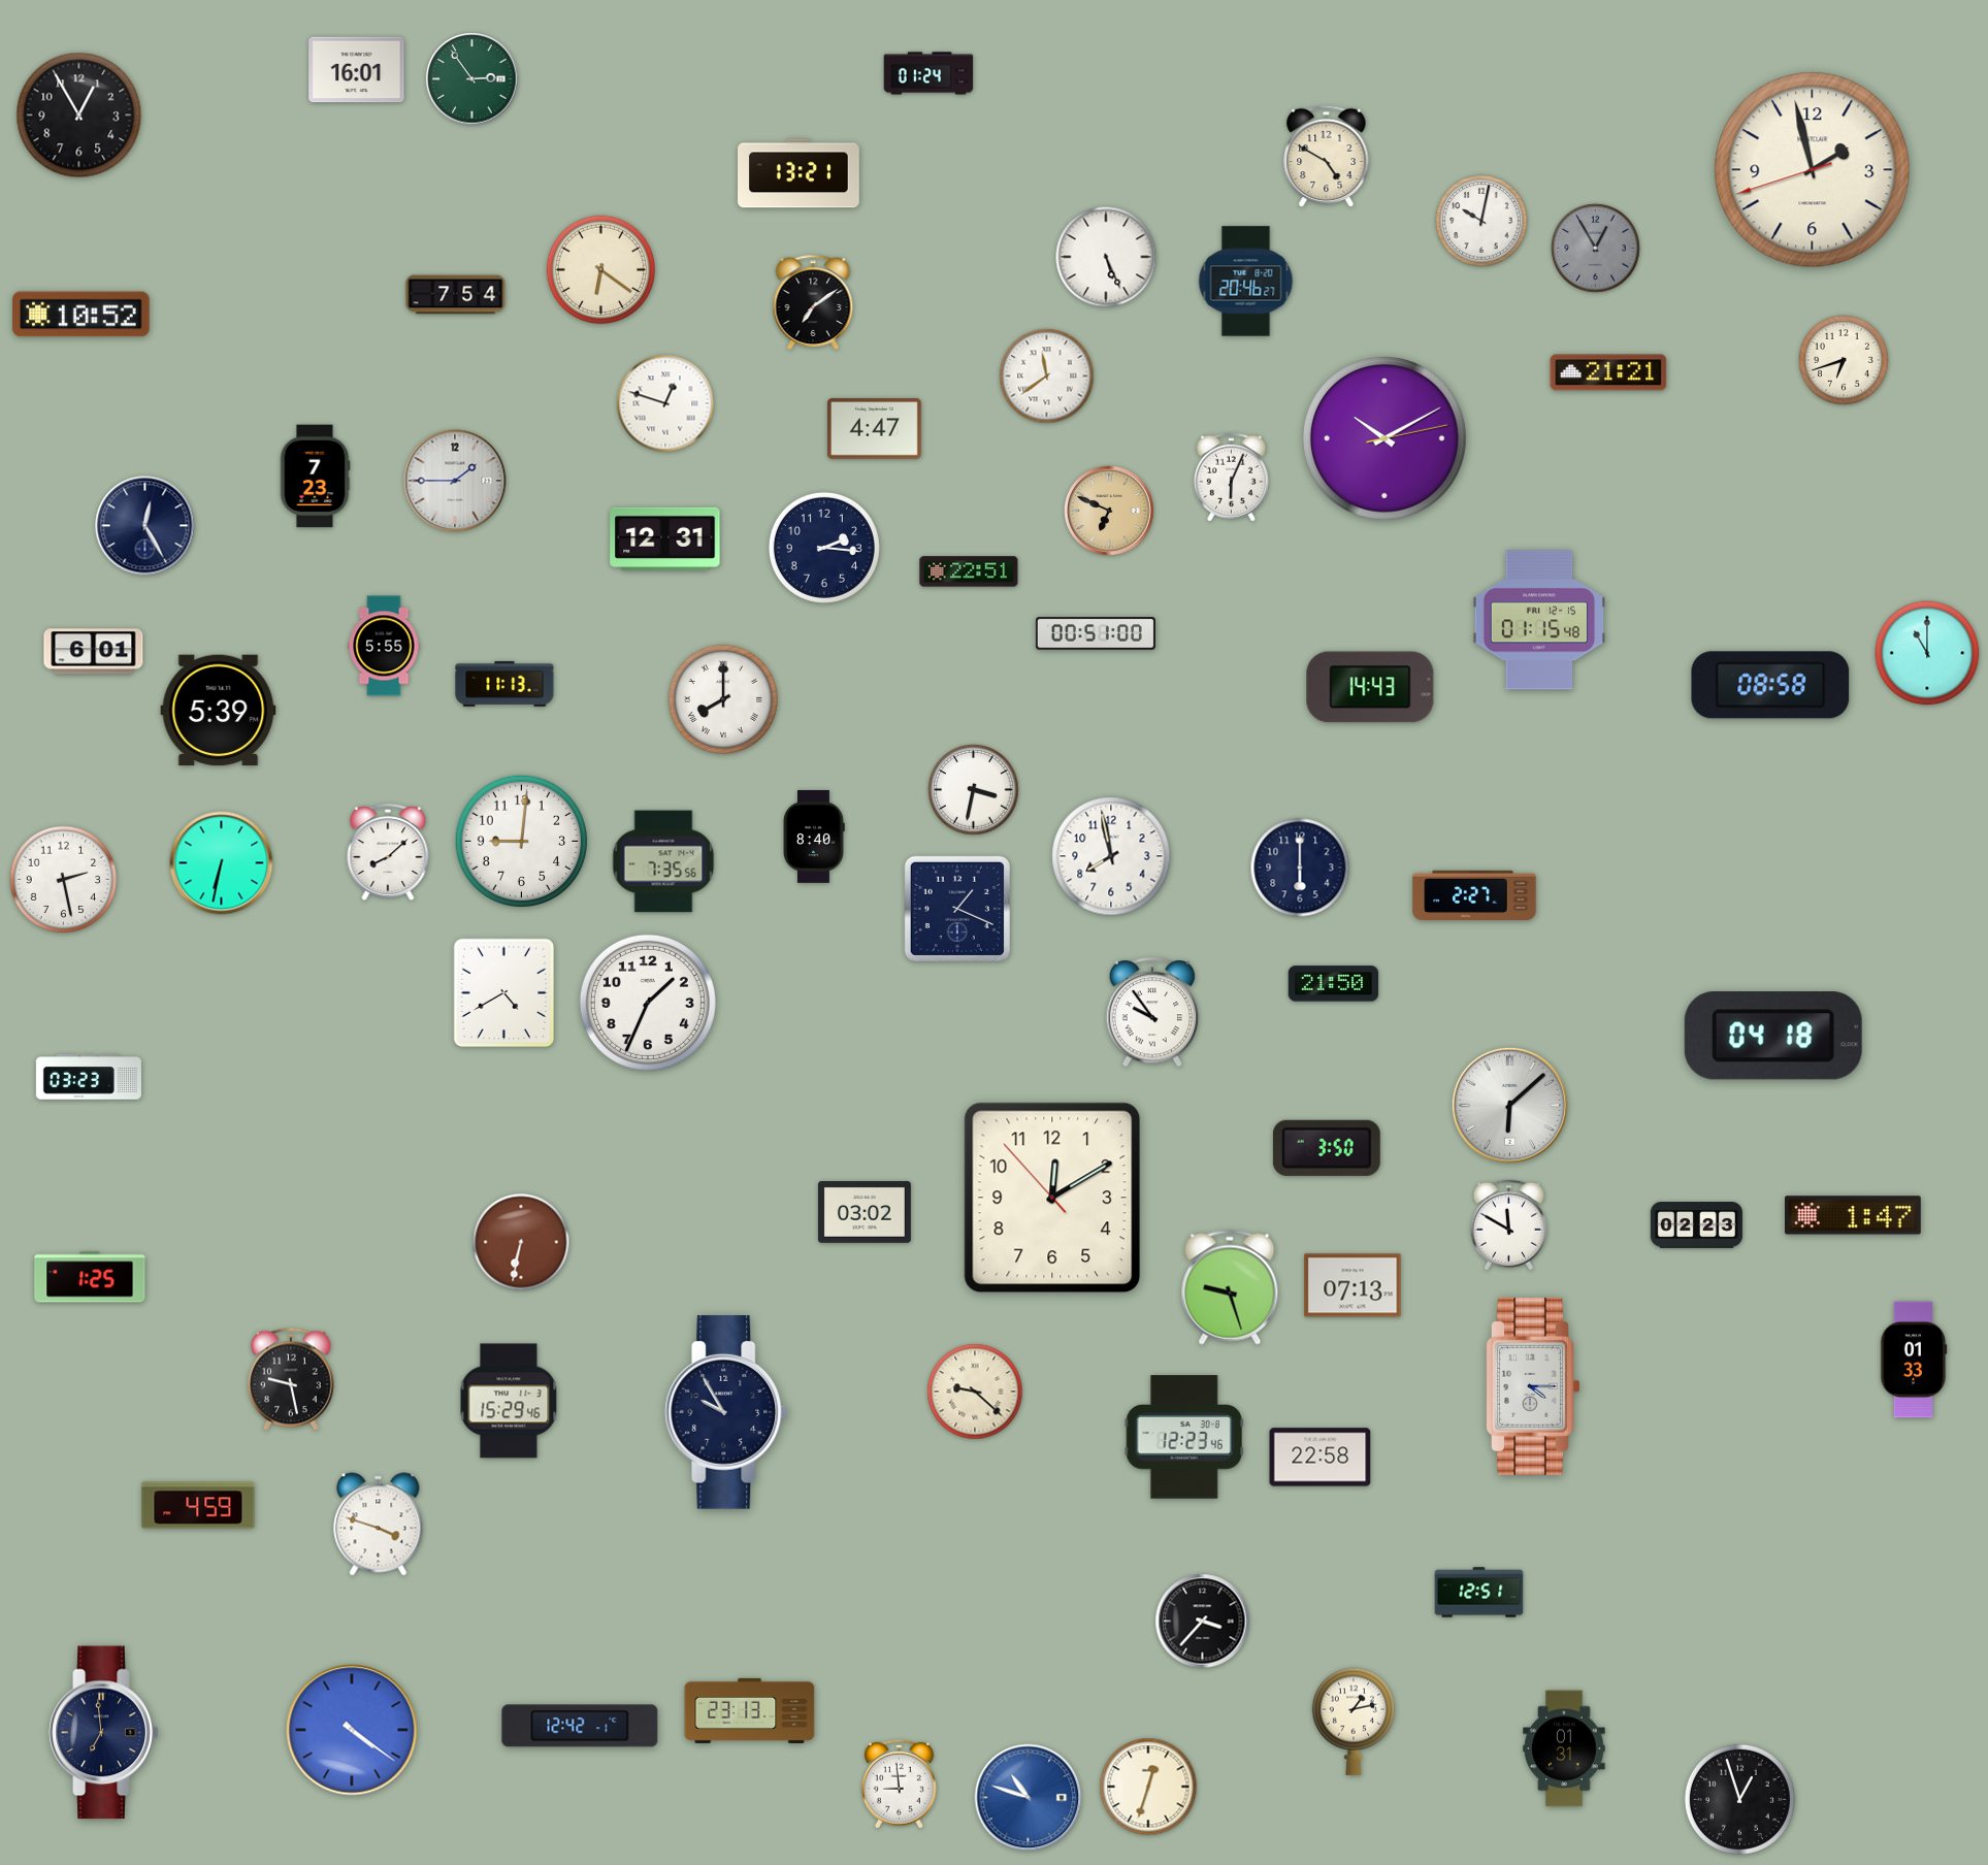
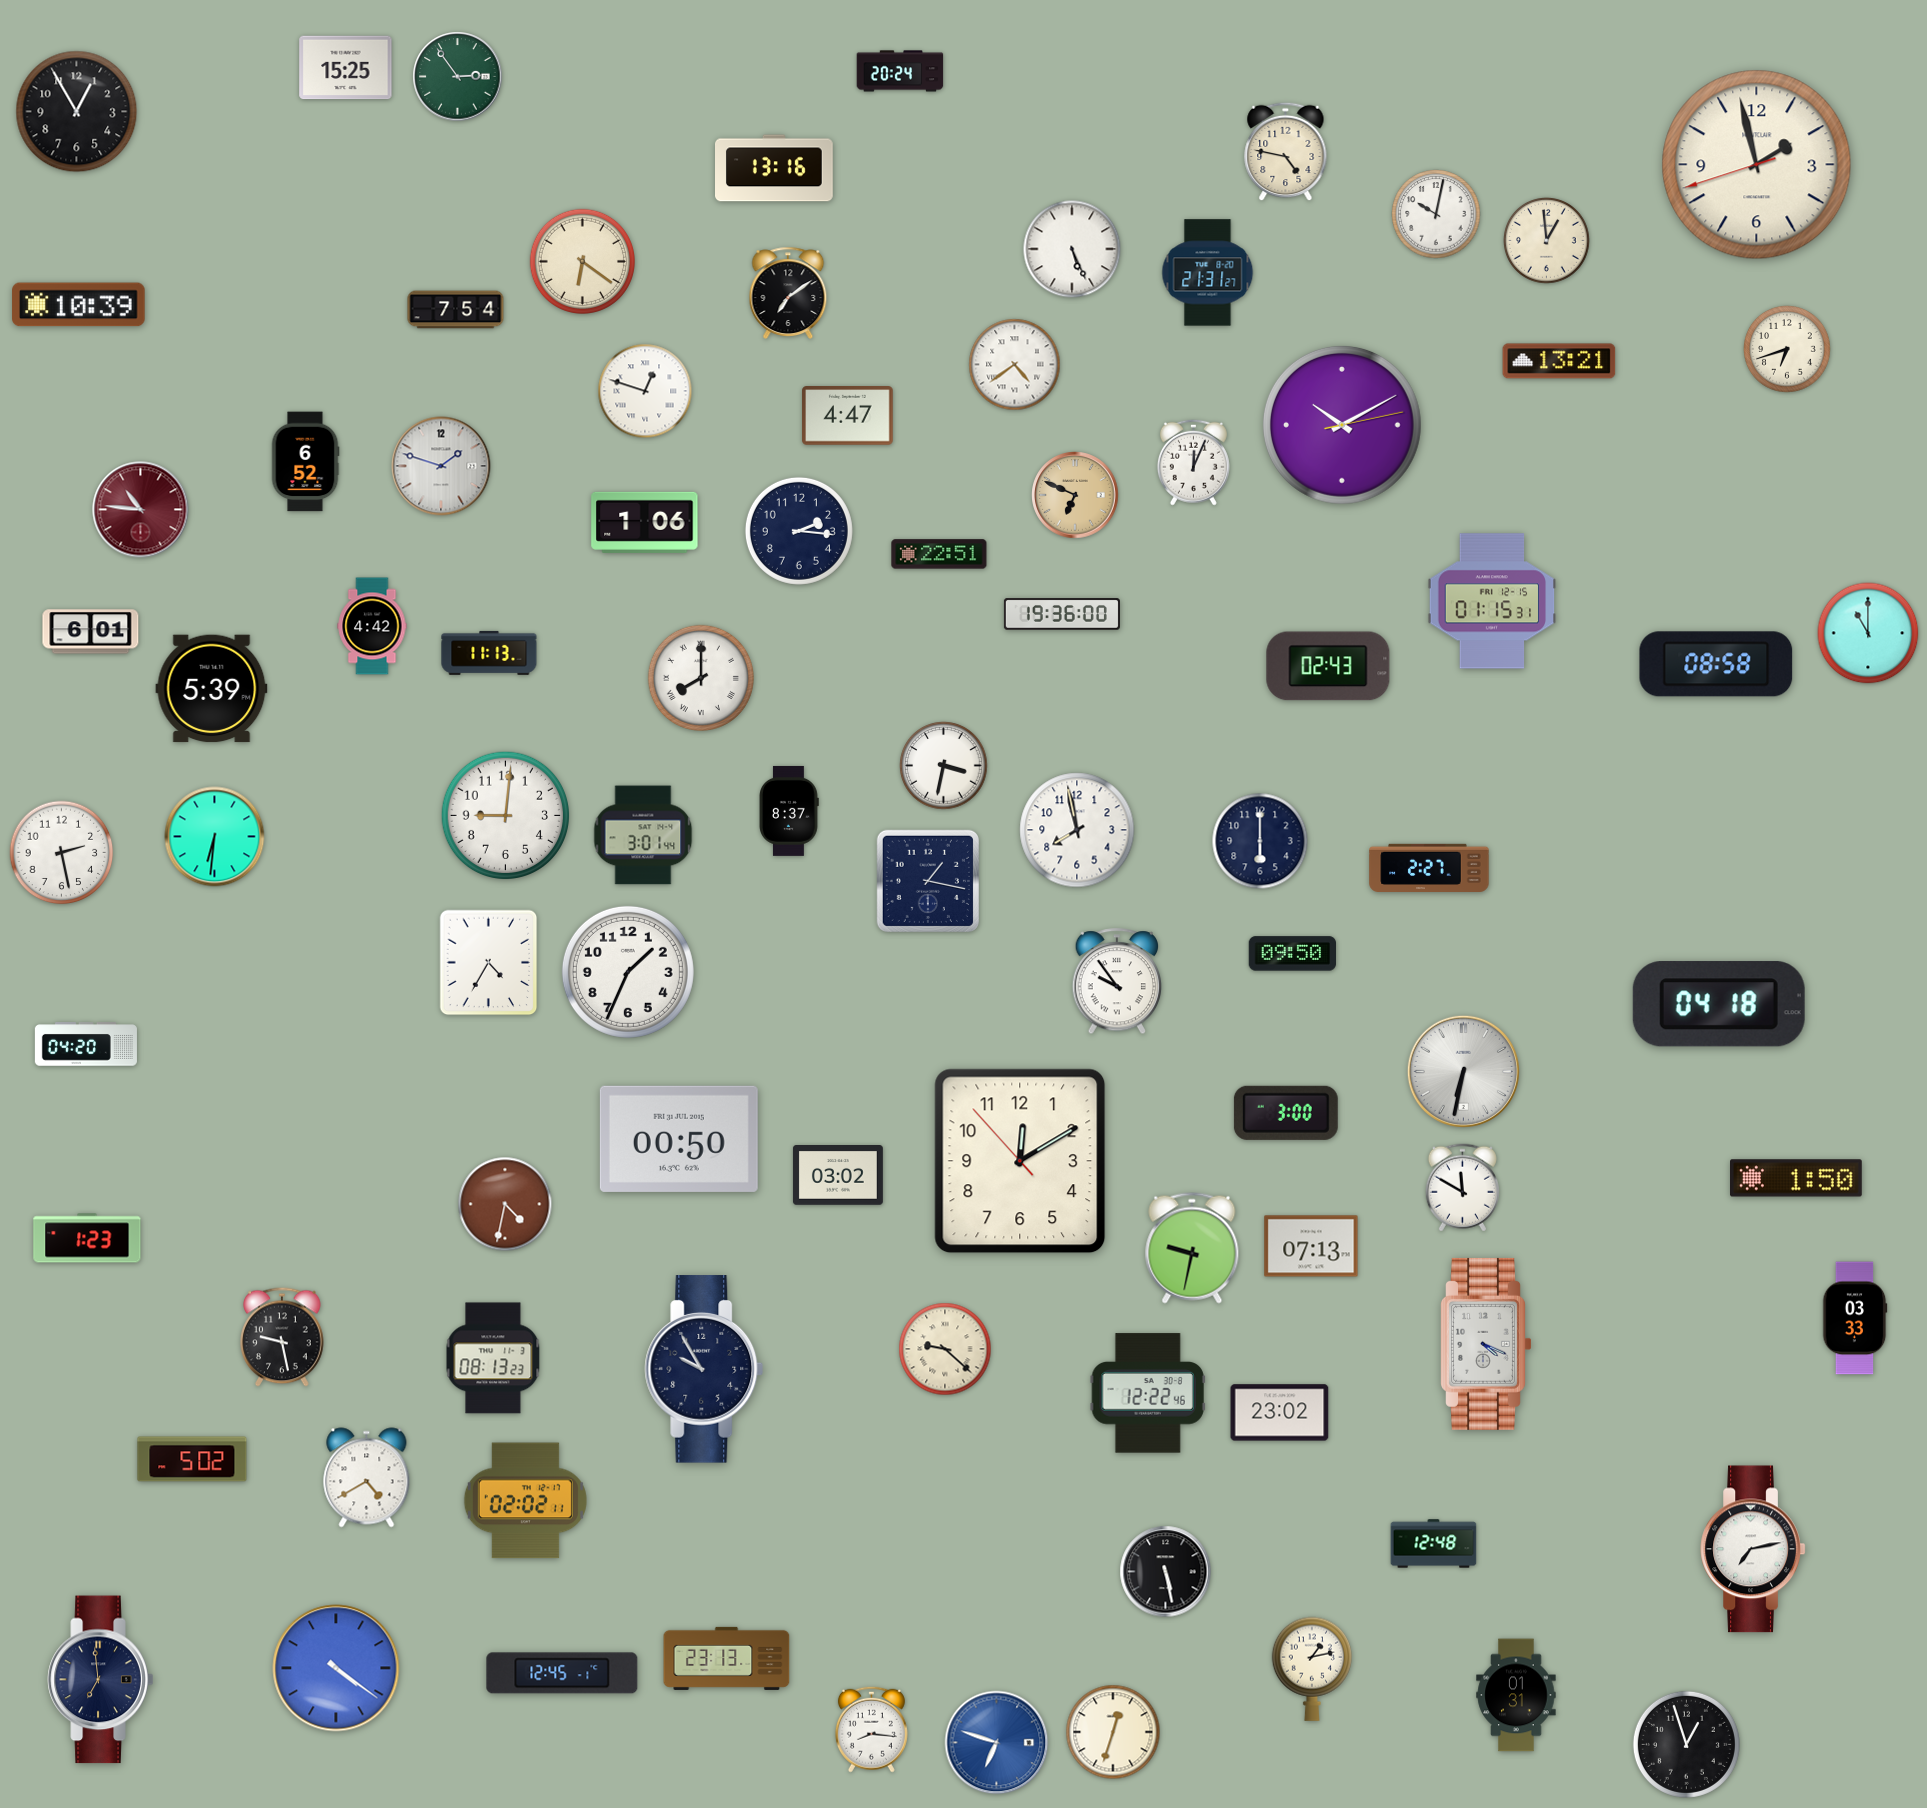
clock at (357, 70): 16:01 -> 15:25
clock at (928, 73): 01:24 -> 20:24
clock at (1327, 157): 4:50 -> 4:47
clock at (800, 173): 13:21 -> 13:16
clock at (1596, 249): 12:55 -> 12:59
clock at (1596, 249) dial: grey -> cream
clock at (1246, 282): 20:46 -> 21:31
clock at (456, 295) position: (456, 295) -> (456, 310)
clock at (82, 315): 10:52 -> 10:39
clock at (1608, 372): 21:21 -> 13:21
clock at (1047, 377): 11:39 -> 4:39
clock at (315, 477): 7:23 -> 6:52
clock at (1231, 477): 6:04 -> 12:04
clock at (455, 481): 1:45 -> 1:48
clock at (145, 526): 12:25 -> 10:46
clock at (145, 526) dial: navy -> burgundy
clock at (665, 538): 12:31 -> 1:06
clock at (1539, 620): 01:15:48 -> 01:15:31
clock at (1096, 633): 00:51 -> 19:36
clock at (384, 646): 5:55 -> 4:42
clock at (504, 684) position: (504, 684) -> (489, 653)
clock at (1370, 687): 14:43 -> 02:43
clock at (814, 837): 8:40 -> 8:37
clock at (388, 853): 8:08 -> none
clock at (663, 861): 7:35 -> 3:01
clock at (222, 863): 6:32 -> 6:31
clock at (957, 909): 1:19 -> 1:17
clock at (1333, 984): 21:50 -> 09:50
clock at (504, 993): 4:40 -> 4:35
clock at (89, 1077): 03:23 -> 04:20
clock at (1509, 1105): 6:08 -> 6:32
clock at (1327, 1148): 3:50 -> 3:00
clock at (679, 1139): none -> 00:50
clock at (1854, 1215): 1:47 -> 1:50
clock at (1696, 1225): 02:23 -> none
clock at (521, 1242): 6:32 -> 4:32
clock at (90, 1277): 1:25 -> 1:23
clock at (1230, 1287): 9:27 -> 9:32
clock at (1914, 1360): 01:33 -> 03:33
clock at (1534, 1386): 4:15 -> 4:19
clock at (509, 1401): 15:29 -> 08:13
clock at (1184, 1437): 12:23 -> 12:22
clock at (1321, 1458): 22:58 -> 23:02
clock at (198, 1505): 4:59 -> 5:02
clock at (379, 1525): 3:48 -> 4:40
clock at (525, 1501): none -> 02:02
clock at (1479, 1593): 12:51 -> 12:48
clock at (1753, 1549): none -> 7:13
clock at (1203, 1622): 3:37 -> 5:28
clock at (580, 1726): 12:42 -> 12:45
clock at (352, 1730) position: (352, 1730) -> (336, 1668)
clock at (899, 1784): 8:59 -> 8:16
clock at (1029, 1798): 10:48 -> 6:48
